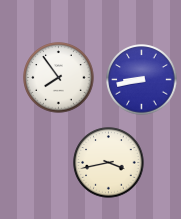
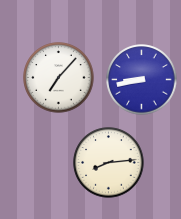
clock at (59, 78): 7:54 -> 7:07
clock at (109, 163): 3:43 -> 8:14
